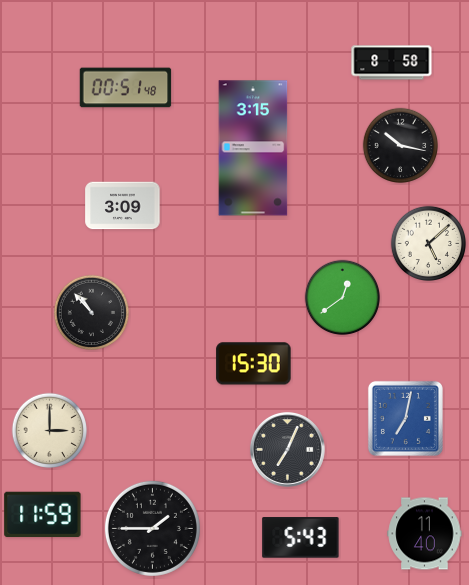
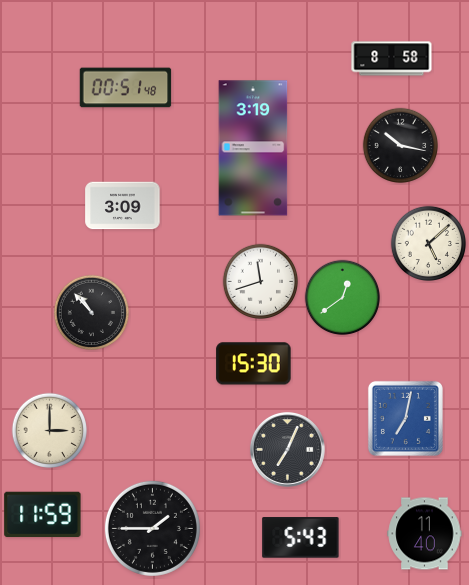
clock at (392, 63) position: (392, 63) -> (392, 59)
clock at (253, 148): 3:15 -> 3:19
clock at (261, 282): none -> 11:42
